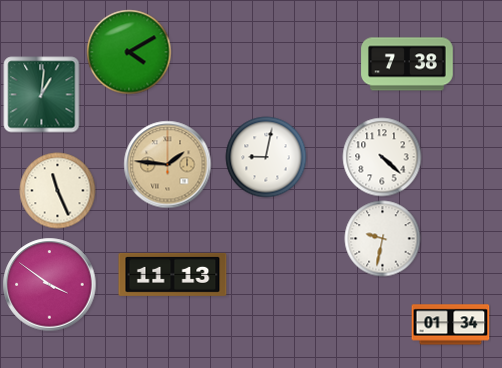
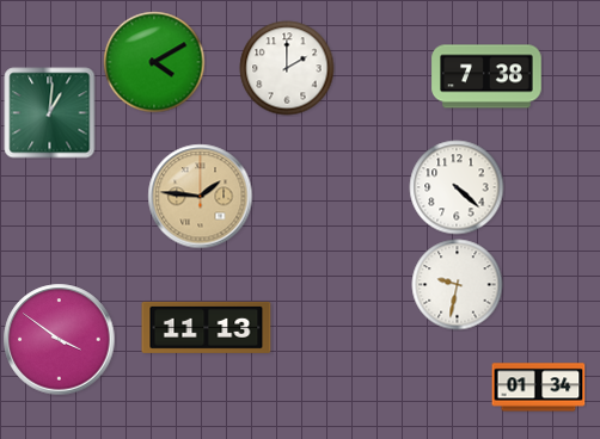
clock at (287, 68): none -> 2:00
clock at (266, 157): 9:02 -> none
clock at (58, 191): 11:26 -> none
